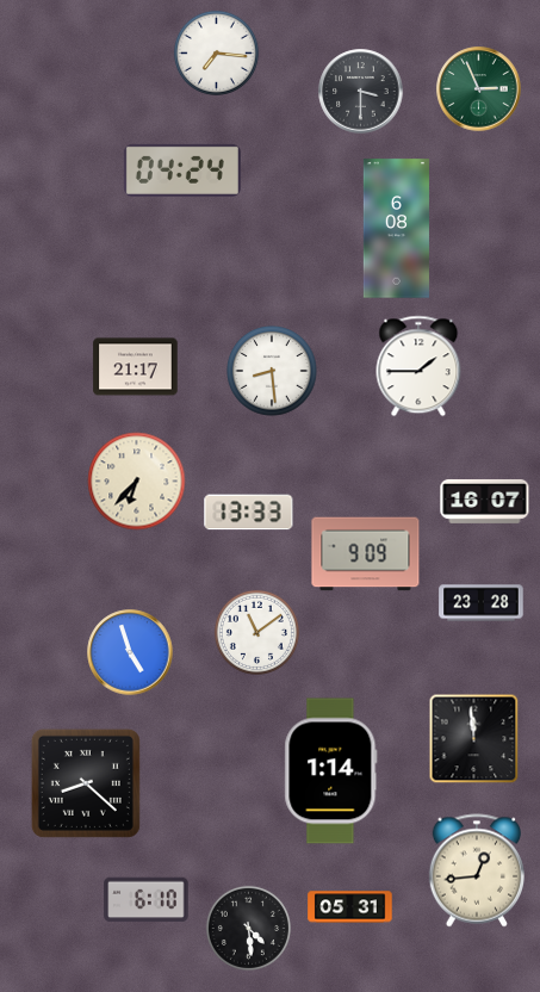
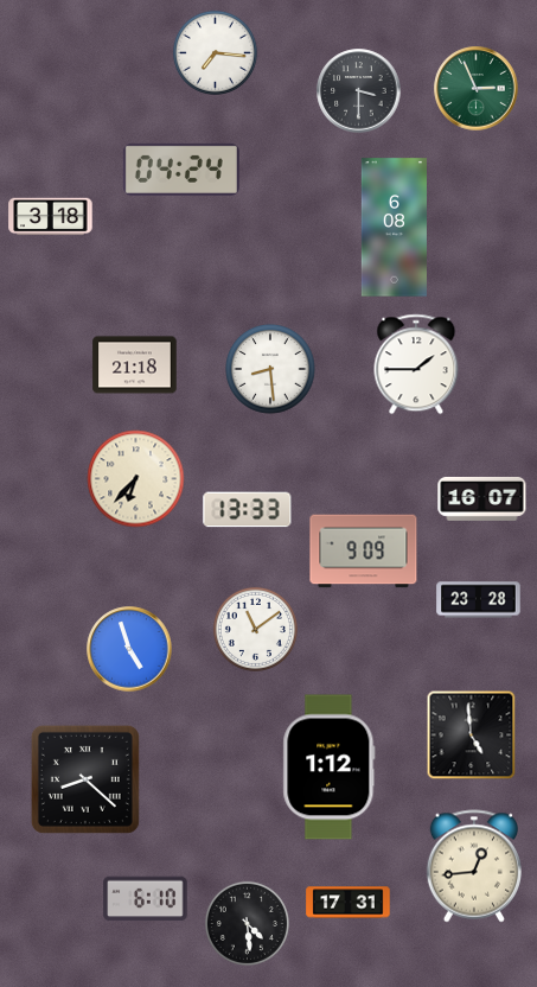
clock at (51, 217): none -> 3:18
clock at (136, 367): 21:17 -> 21:18
clock at (474, 739): 11:59 -> 4:59
clock at (331, 771): 1:14 -> 1:12
clock at (147, 900) position: (147, 900) -> (146, 899)
clock at (350, 907): 05:31 -> 17:31
